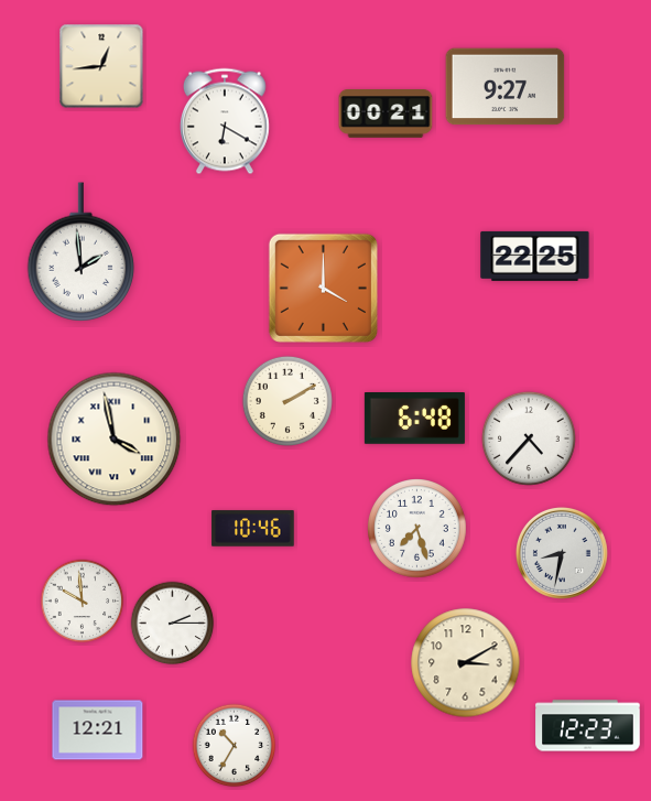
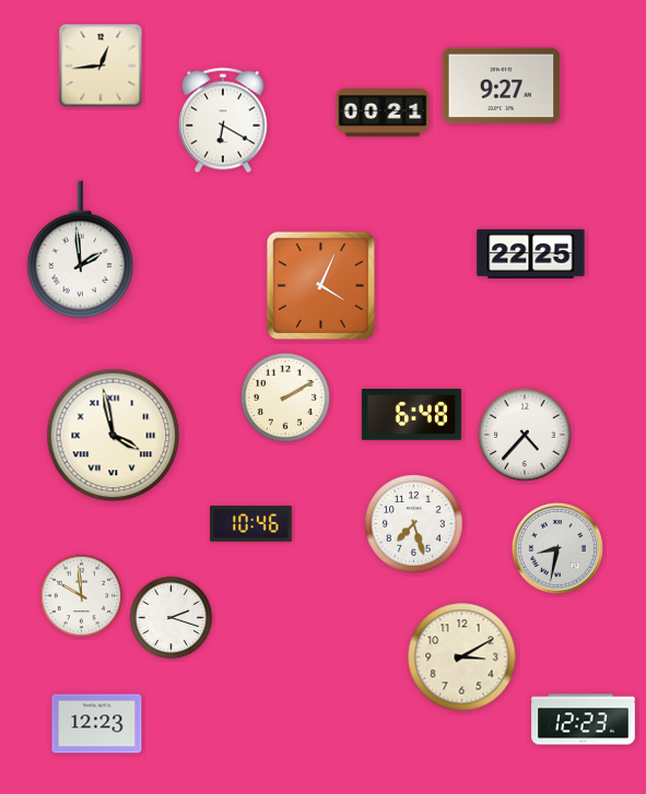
clock at (323, 288): 4:00 -> 4:04
clock at (173, 624): 2:15 -> 2:18
clock at (98, 730): 12:21 -> 12:23
clock at (235, 746): 10:35 -> none
